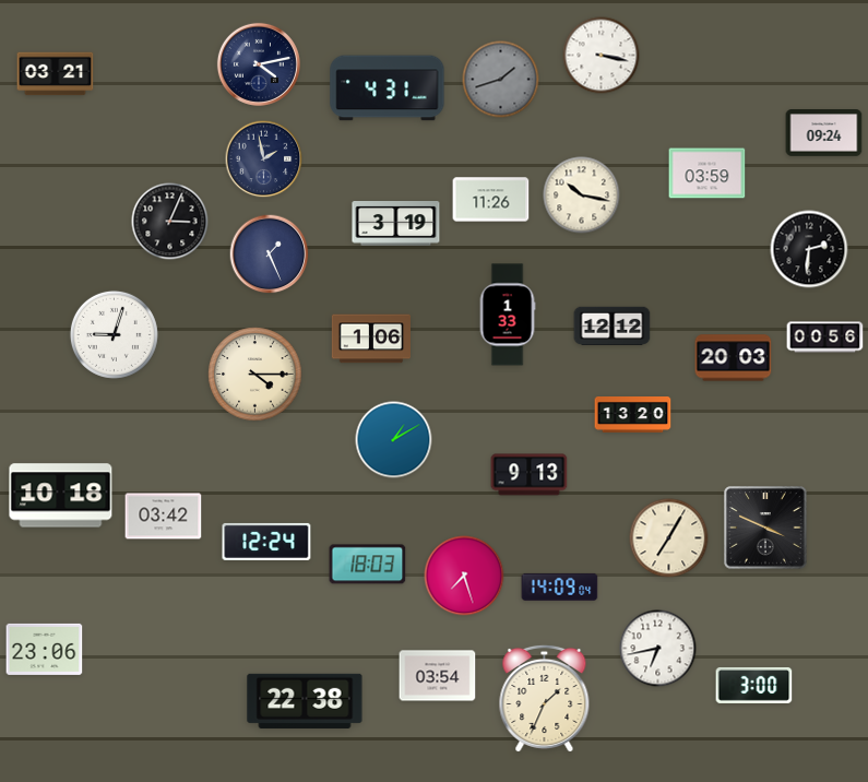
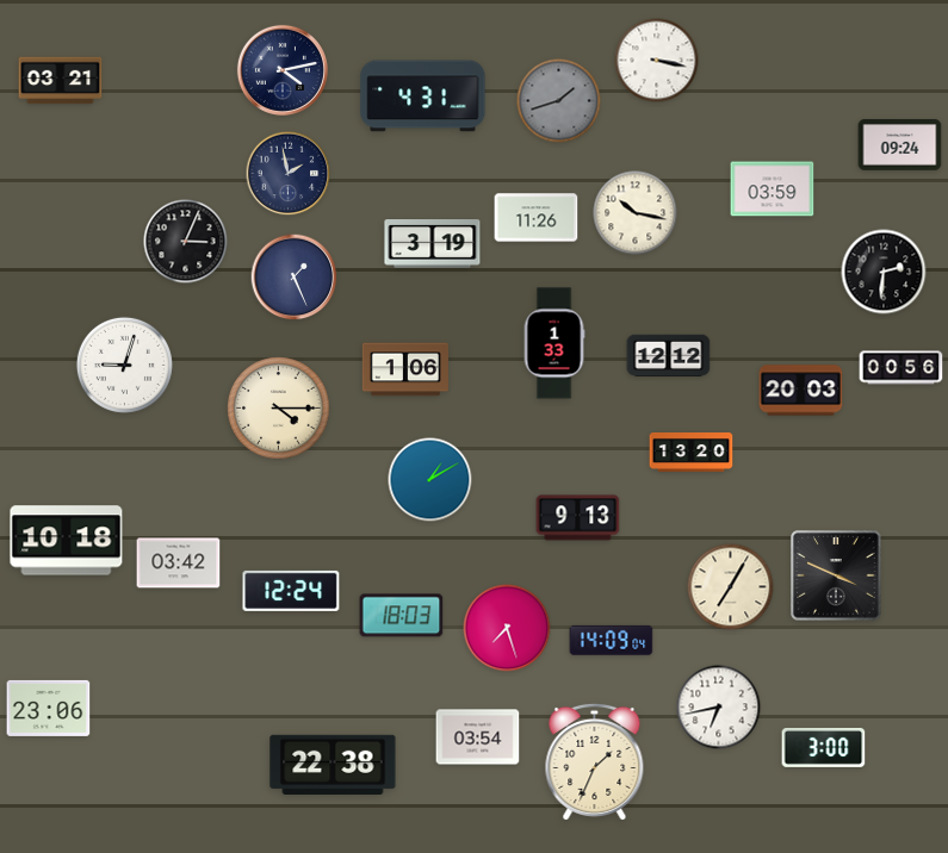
clock at (501, 80) position: (501, 80) -> (559, 101)
